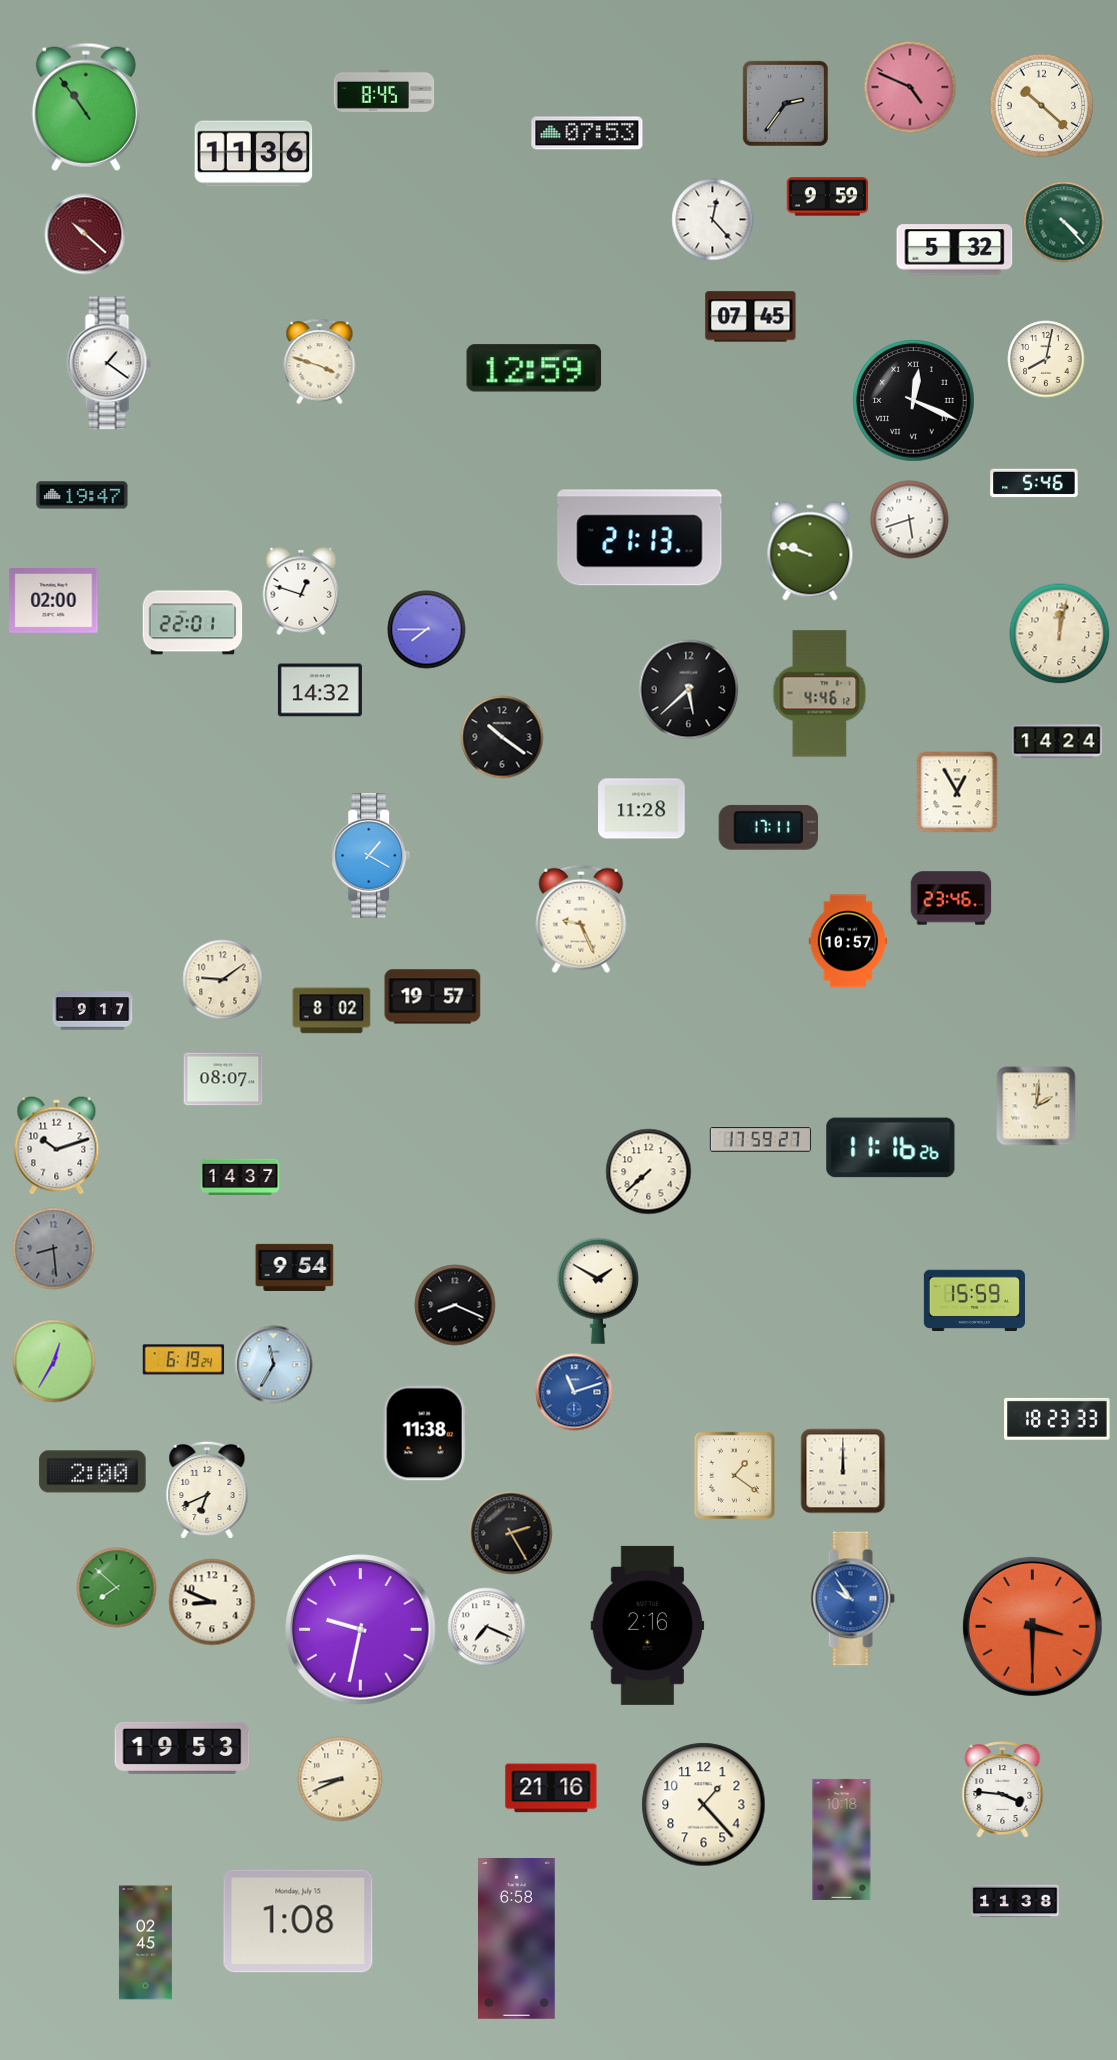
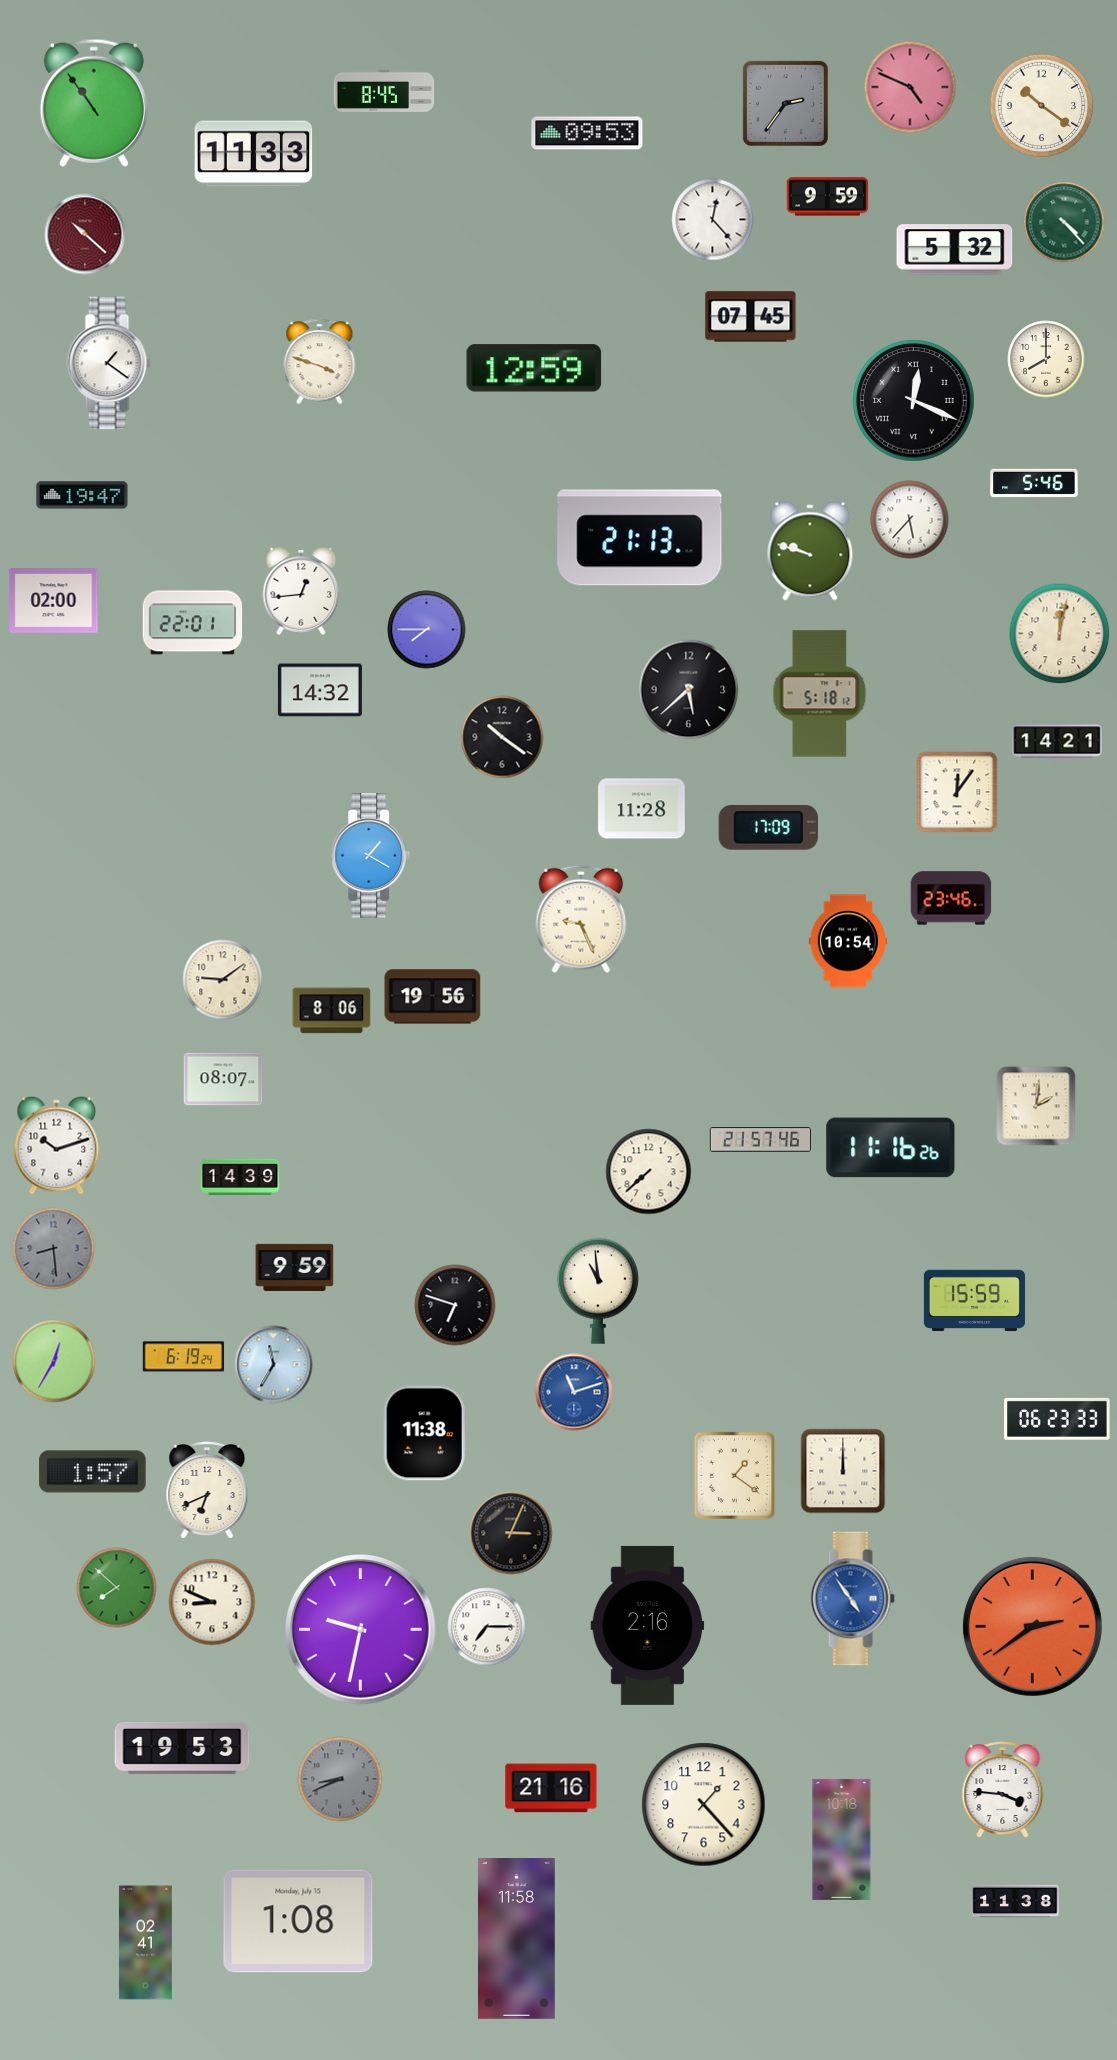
clock at (1042, 106): 10:22 -> 10:21
clock at (86, 107) position: (86, 107) -> (94, 103)
clock at (587, 133): 07:53 -> 09:53
clock at (254, 154): 11:36 -> 11:33
clock at (1046, 359): 8:02 -> 8:00
clock at (910, 520): 5:42 -> 5:37
clock at (301, 591): 12:48 -> 12:44
clock at (820, 694): 4:46 -> 5:18
clock at (1057, 741): 14:24 -> 14:21
clock at (957, 792): 12:55 -> 12:06
clock at (768, 827): 17:11 -> 17:09
clock at (848, 941): 10:57 -> 10:54
clock at (433, 997): 19:57 -> 19:56
clock at (93, 1011): 9:17 -> none
clock at (332, 1011): 8:02 -> 8:06
clock at (760, 1140): 17:59 -> 21:57
clock at (240, 1177): 14:37 -> 14:39
clock at (295, 1267): 9:54 -> 9:59
clock at (598, 1291): 1:50 -> 10:59
clock at (455, 1305): 8:19 -> 6:48
clock at (184, 1360) position: (184, 1360) -> (184, 1357)
clock at (1057, 1419): 18:23 -> 06:23
clock at (93, 1472): 2:00 -> 1:57
clock at (511, 1533): 2:25 -> 3:04
clock at (852, 1599): 9:54 -> 4:54
clock at (1032, 1626): 3:30 -> 2:39
clock at (487, 1627): 7:19 -> 7:15
clock at (340, 1779) dial: cream -> grey
clock at (516, 1939): 6:58 -> 11:58
clock at (145, 1943): 02:45 -> 02:41
